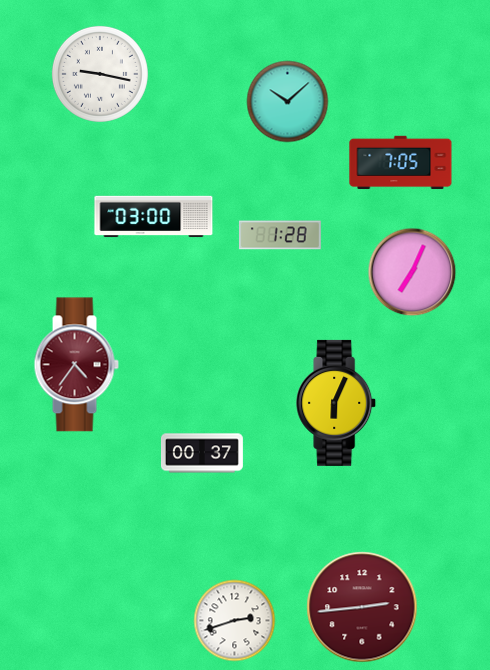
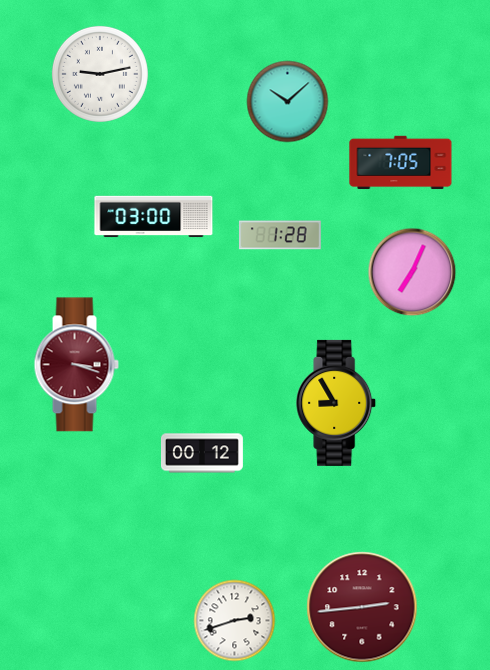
clock at (100, 74): 9:17 -> 9:13
clock at (76, 365): 4:36 -> 3:18
clock at (337, 403): 6:04 -> 8:55
clock at (202, 453): 00:37 -> 00:12
